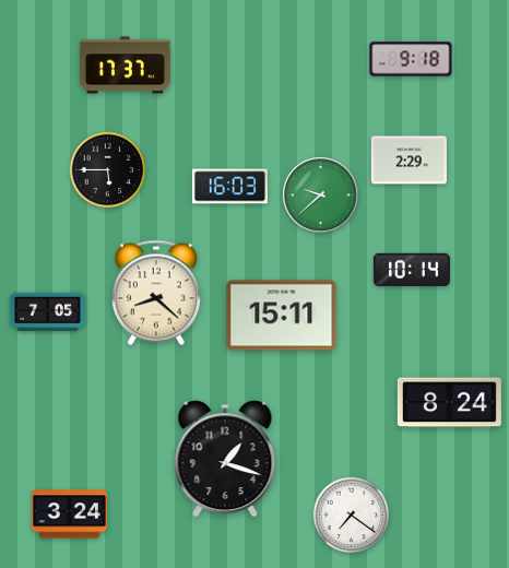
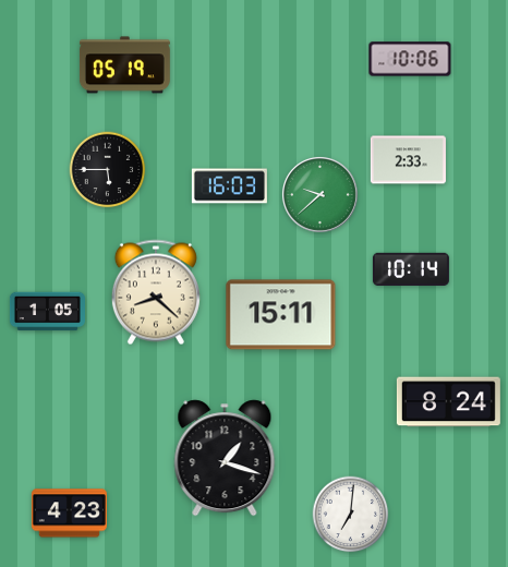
clock at (411, 59): 9:18 -> 10:06
clock at (125, 66): 17:37 -> 05:19
clock at (409, 161): 2:29 -> 2:33
clock at (47, 312): 7:05 -> 1:05
clock at (69, 514): 3:24 -> 4:23
clock at (352, 516): 7:21 -> 7:01
